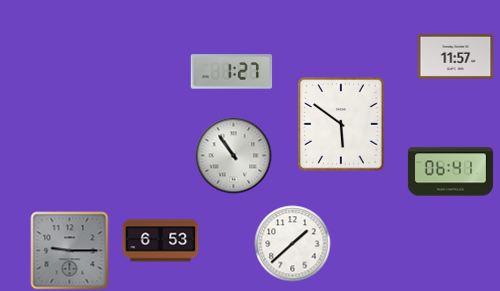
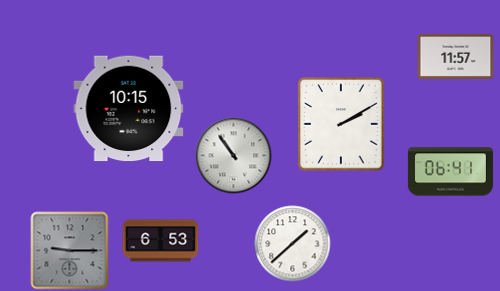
clock at (232, 72): 1:27 -> none
clock at (129, 109): none -> 10:15
clock at (342, 124): 5:51 -> 2:10
